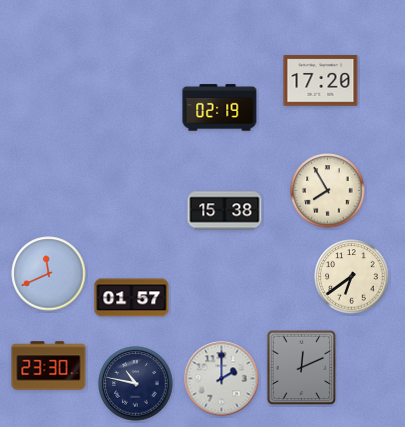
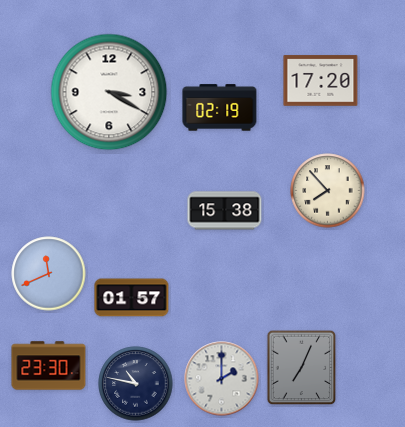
clock at (109, 92): none -> 3:20
clock at (328, 191): 7:55 -> 7:53
clock at (352, 277): 6:39 -> none
clock at (302, 368): 12:11 -> 7:04
